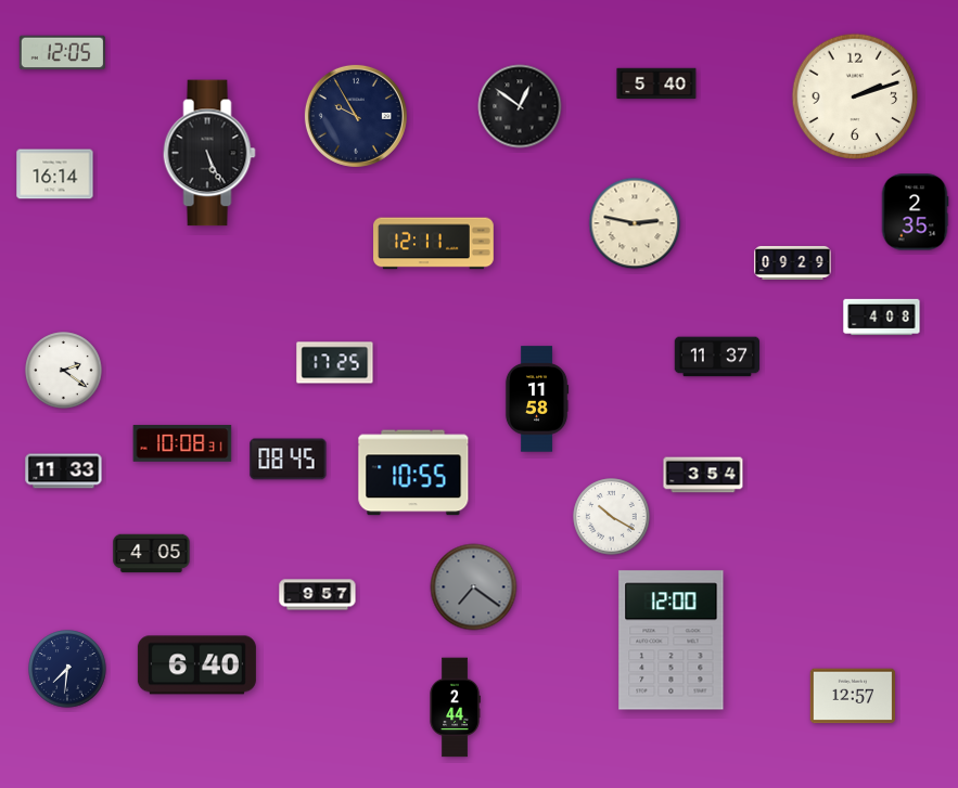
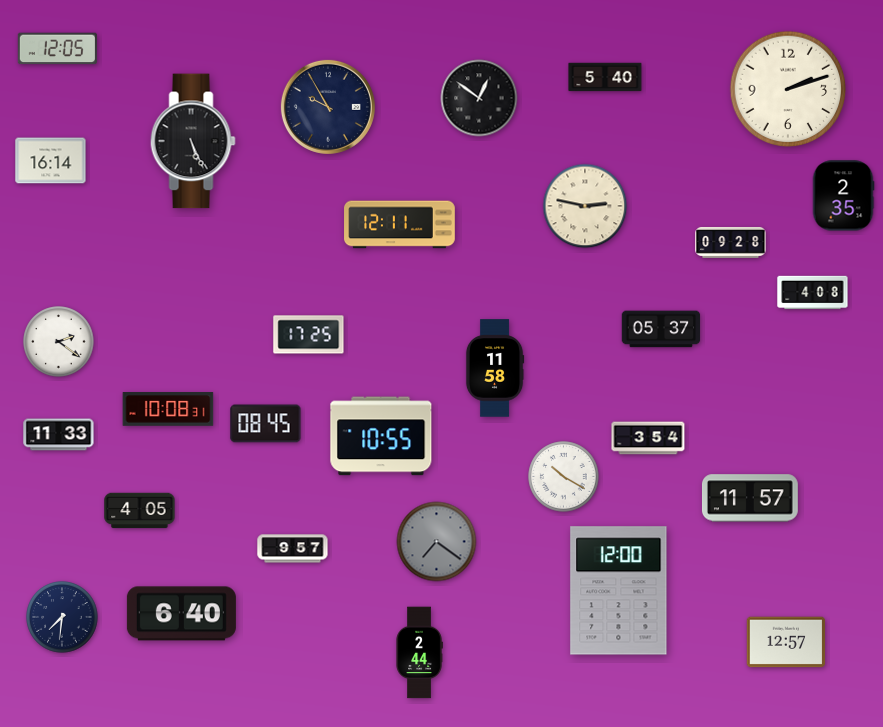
clock at (793, 263): 09:29 -> 09:28
clock at (717, 357): 11:37 -> 05:37
clock at (750, 498): none -> 11:57
